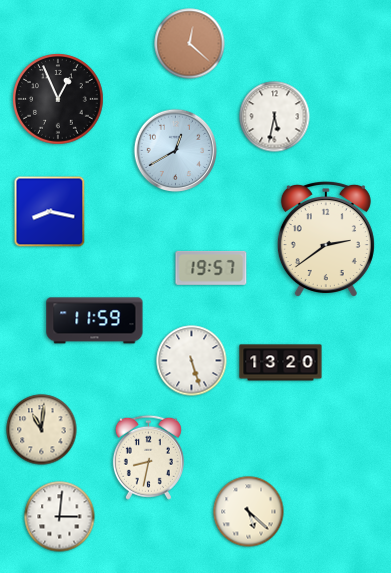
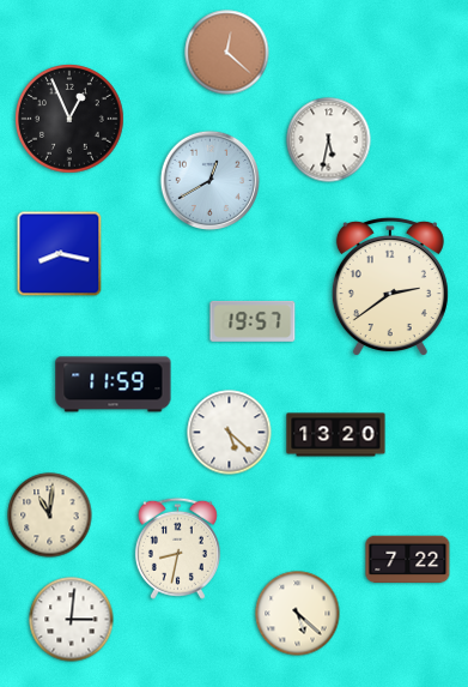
clock at (192, 361): 5:27 -> 5:22
clock at (408, 560): none -> 7:22
